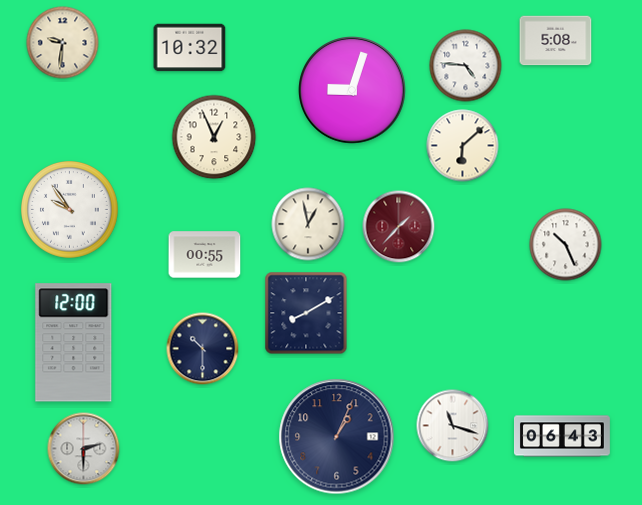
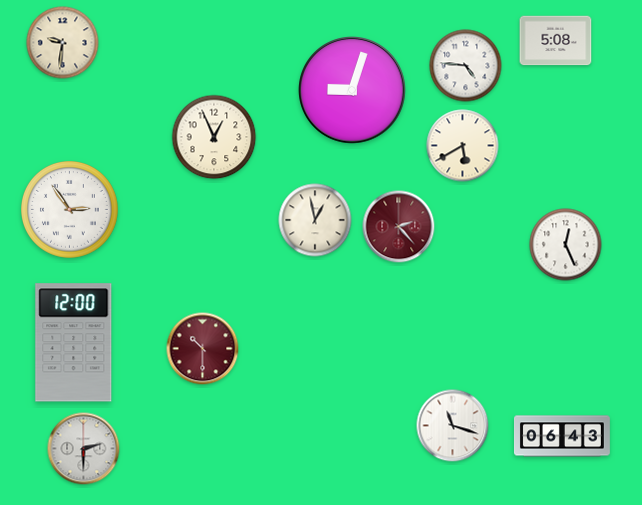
clock at (190, 48): 10:32 -> none
clock at (463, 146): 6:08 -> 5:40
clock at (70, 210): 9:54 -> 2:54
clock at (308, 224) position: (308, 224) -> (315, 220)
clock at (399, 227): 1:37 -> 2:23
clock at (566, 245): 10:26 -> 12:26
clock at (205, 255): 00:55 -> none
clock at (306, 313): 8:10 -> none
clock at (203, 349) dial: navy -> burgundy
clock at (337, 437): 1:04 -> none
